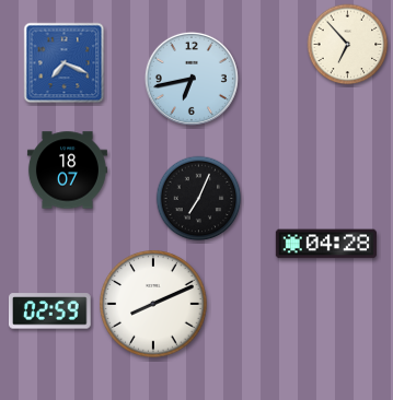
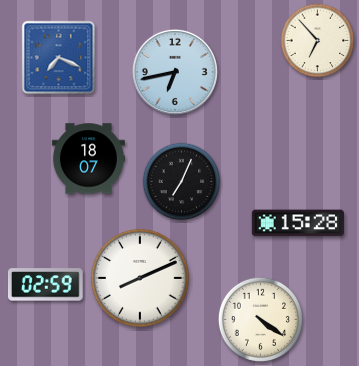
clock at (67, 170) position: (67, 170) -> (88, 159)
clock at (326, 244): 04:28 -> 15:28
clock at (260, 319): none -> 4:21
